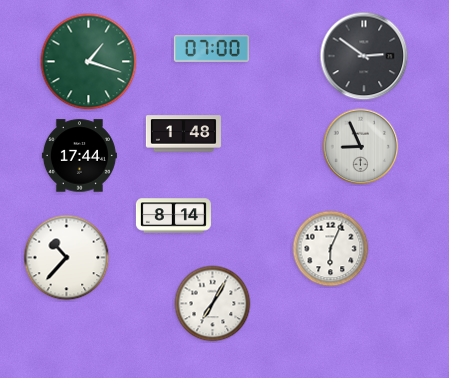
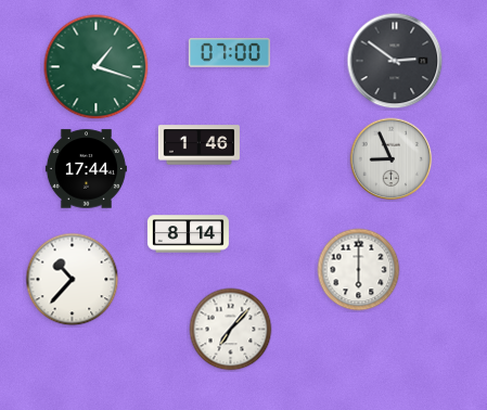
clock at (183, 134): 1:48 -> 1:46
clock at (331, 249): 6:04 -> 6:00
clock at (213, 304): 7:05 -> 7:07
